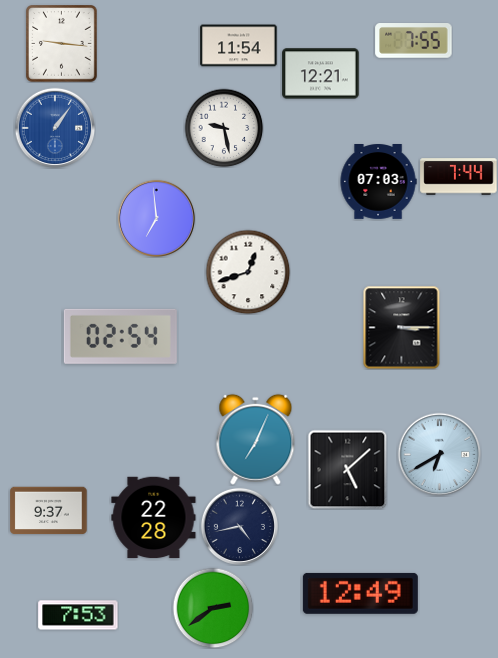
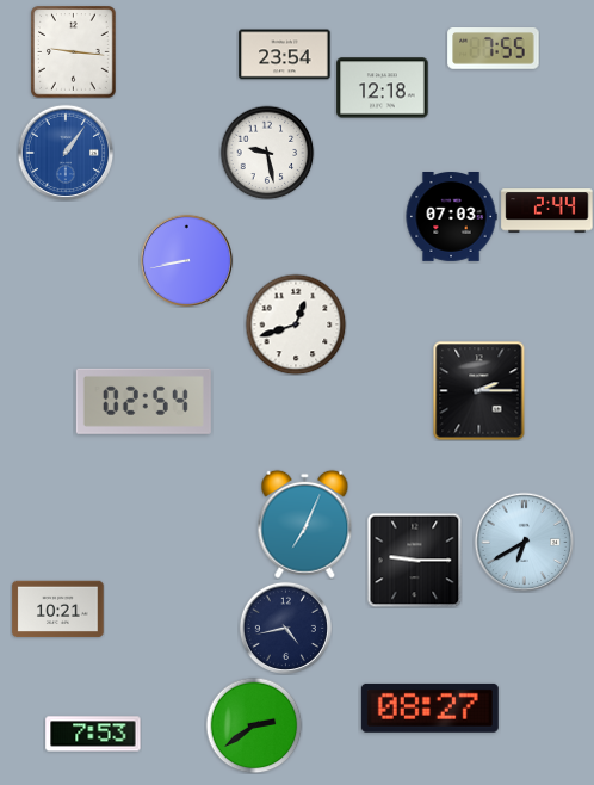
clock at (239, 46): 11:54 -> 23:54
clock at (321, 74): 12:21 -> 12:18
clock at (459, 177): 7:44 -> 2:44
clock at (156, 218): 6:59 -> 8:43
clock at (402, 327): 3:15 -> 2:15
clock at (347, 469): 5:08 -> 9:15
clock at (49, 511): 9:37 -> 10:21
clock at (154, 518): 22:28 -> none
clock at (360, 593): 12:49 -> 08:27
